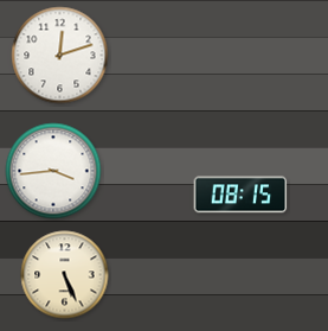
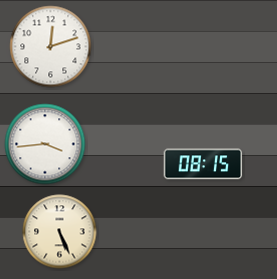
clock at (65, 275) position: (65, 275) -> (60, 232)
